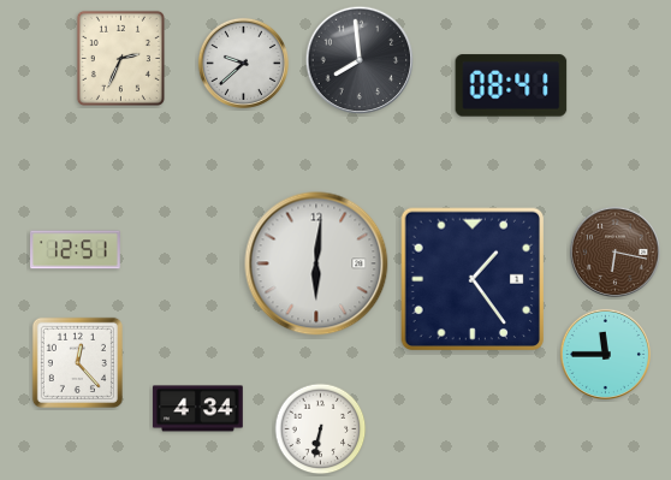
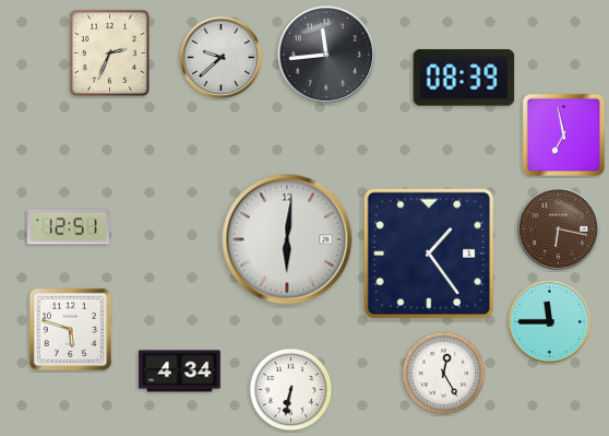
clock at (360, 60): 7:59 -> 11:44
clock at (511, 85): 08:41 -> 08:39
clock at (563, 134): none -> 6:58
clock at (77, 362): 12:23 -> 5:48
clock at (444, 374): none -> 12:25
